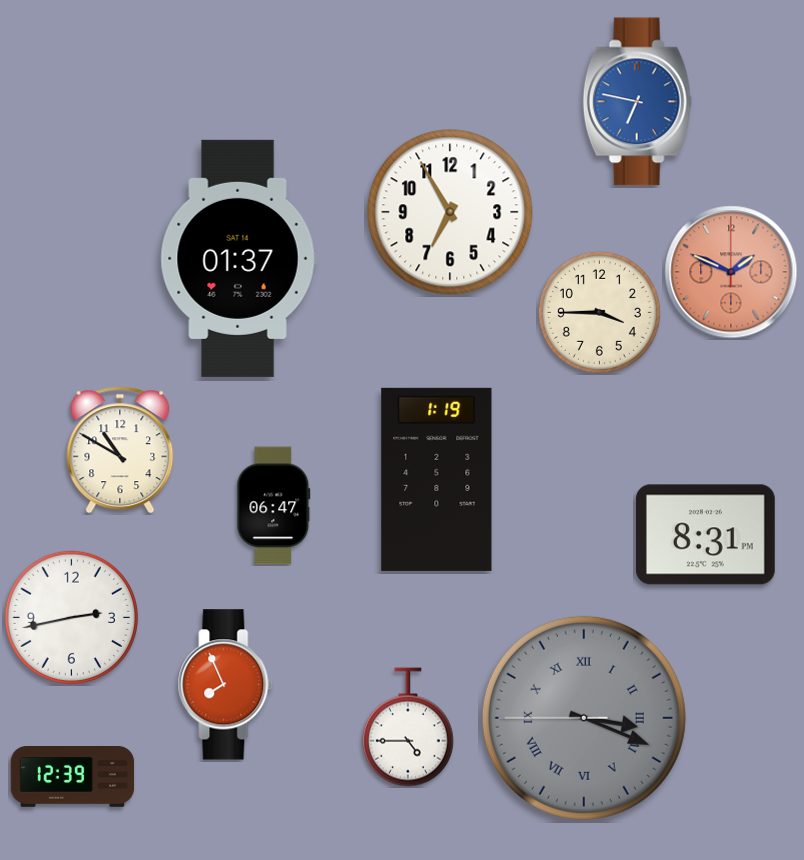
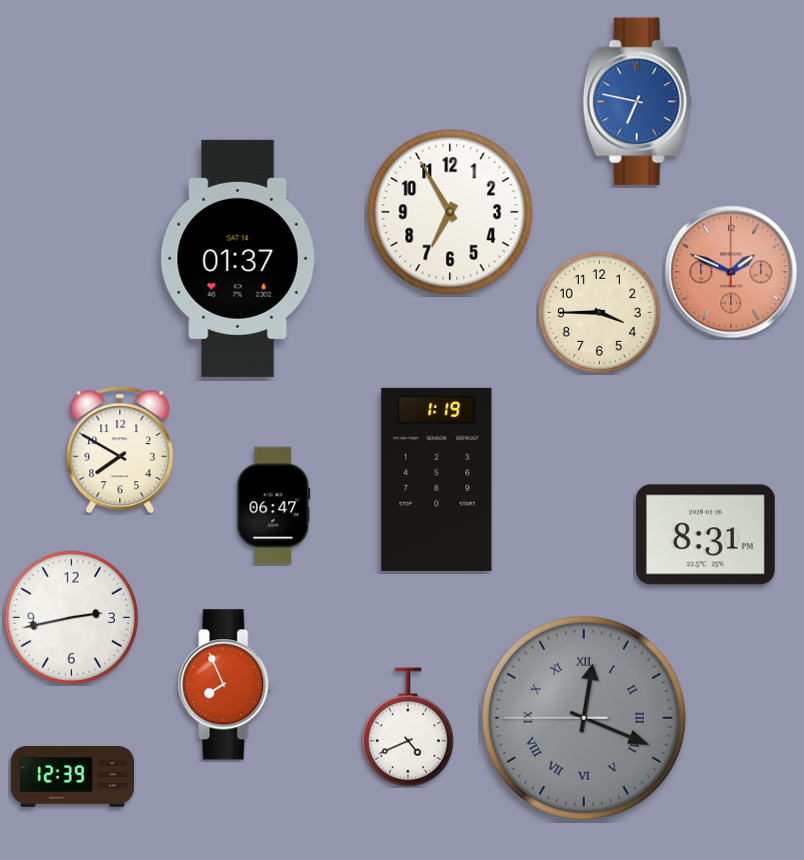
clock at (120, 450): 10:50 -> 7:50
clock at (584, 718): 3:18 -> 12:18
clock at (408, 727): 4:45 -> 4:41
